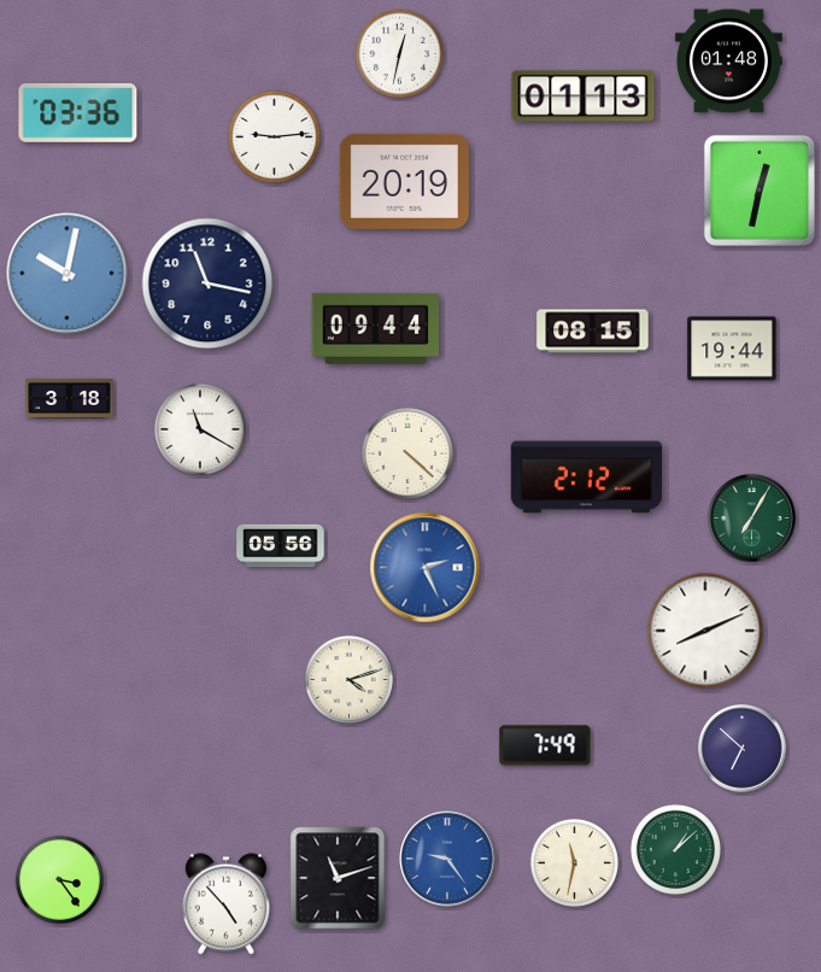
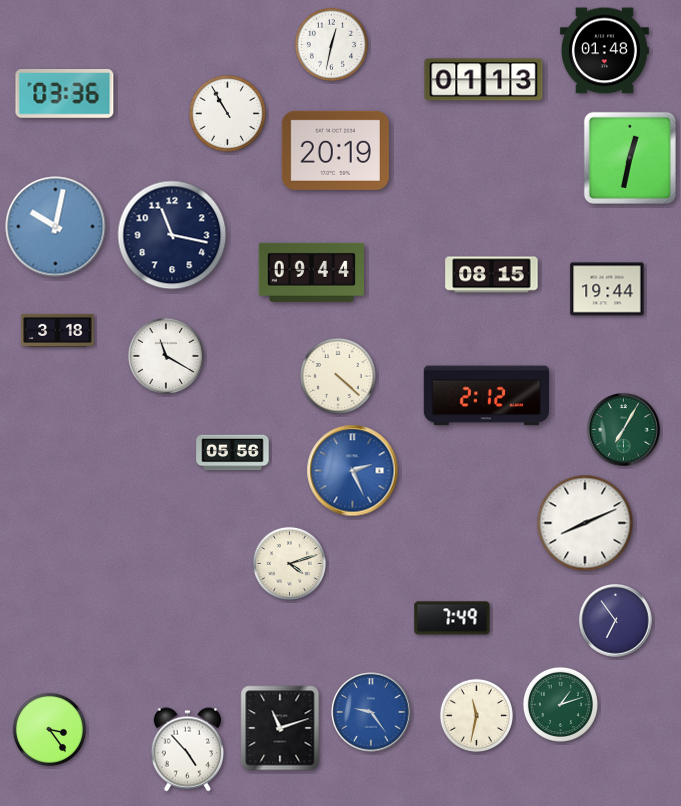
clock at (274, 136): 9:14 -> 10:55
clock at (743, 749): 6:52 -> 6:54
clock at (675, 849): 1:08 -> 1:12
